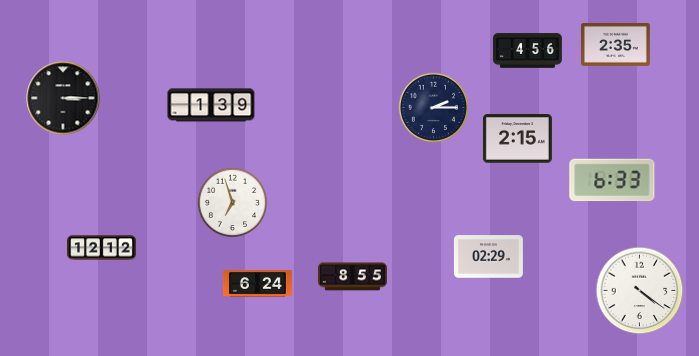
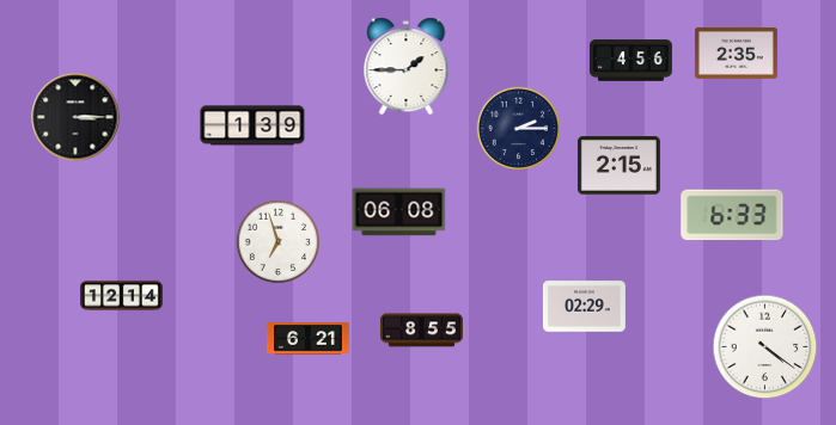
clock at (407, 67): none -> 1:45
clock at (399, 213): none -> 06:08
clock at (102, 248): 12:12 -> 12:14
clock at (257, 284): 6:24 -> 6:21
